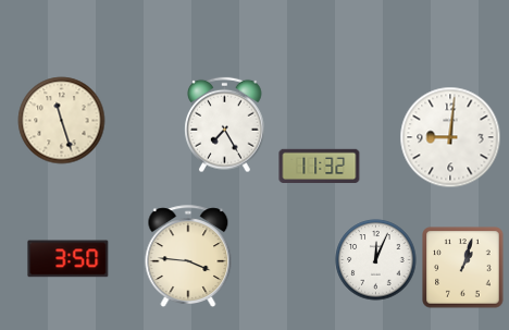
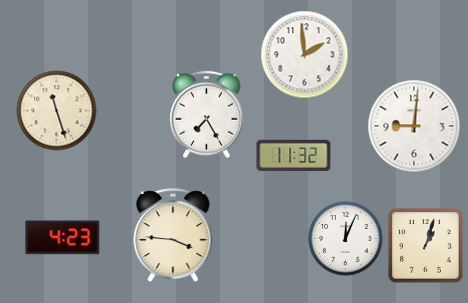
clock at (305, 55): none -> 1:59
clock at (320, 166) position: (320, 166) -> (294, 155)
clock at (69, 259): 3:50 -> 4:23
